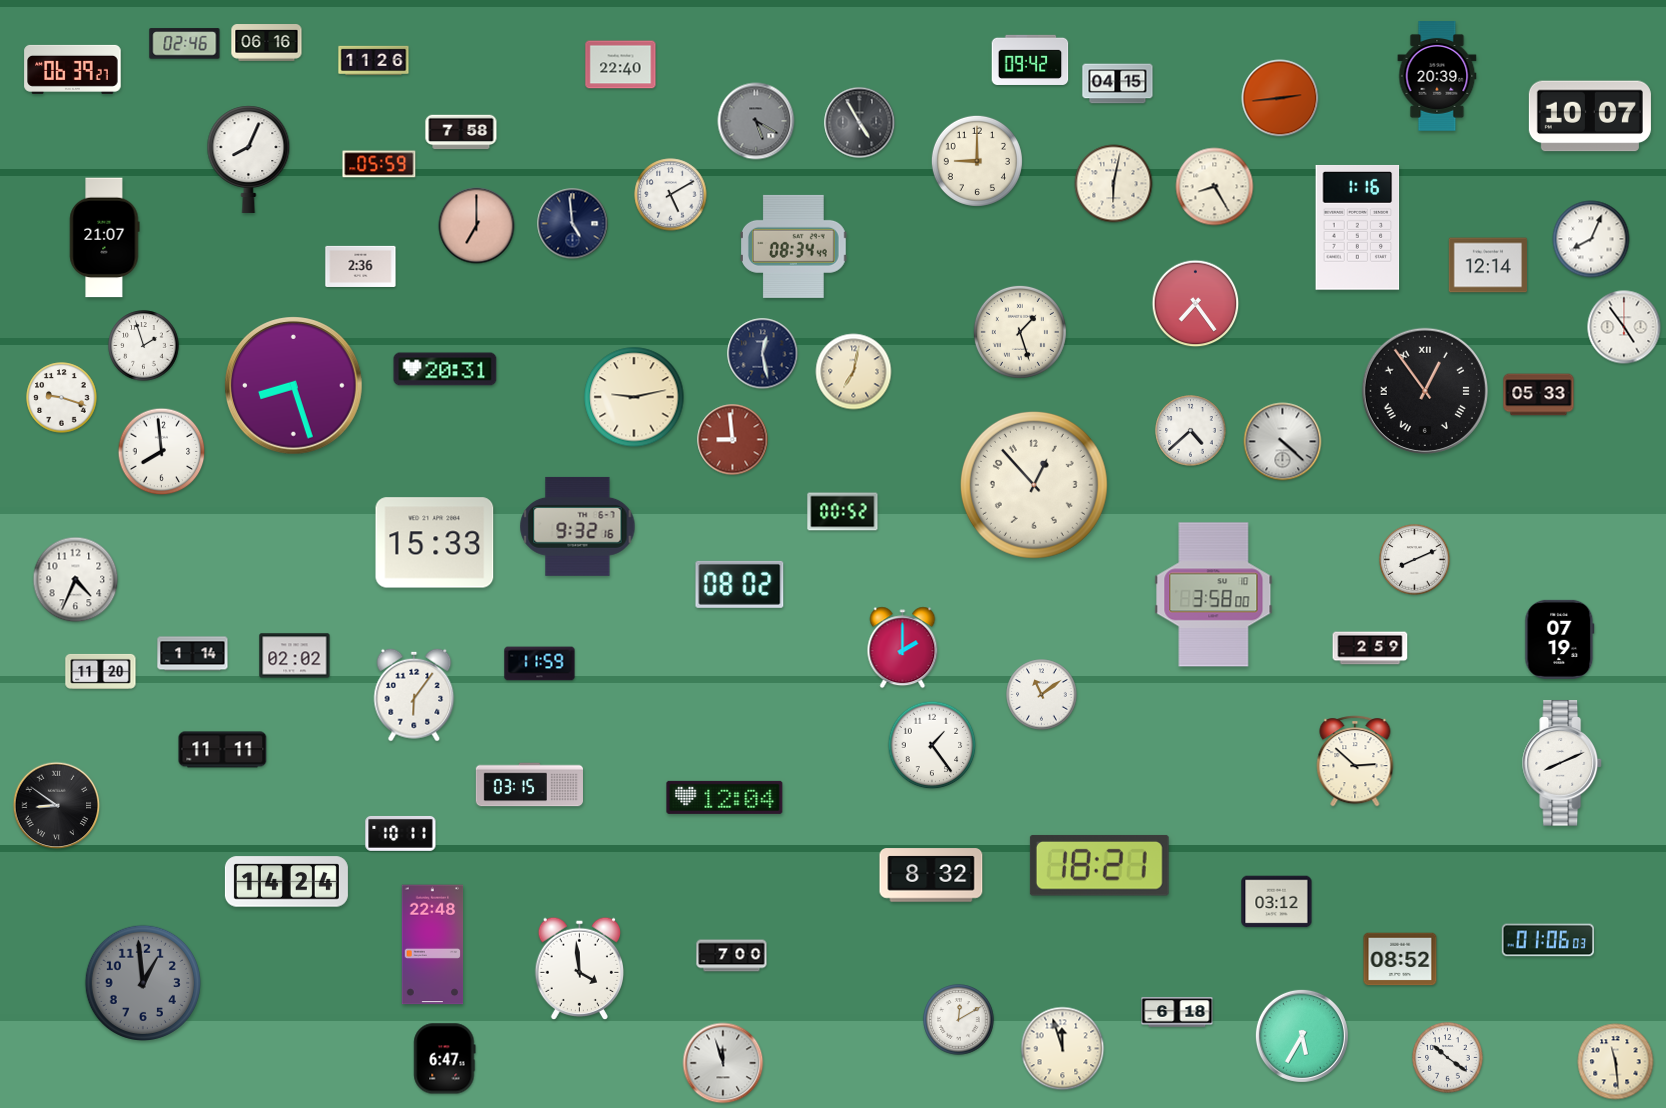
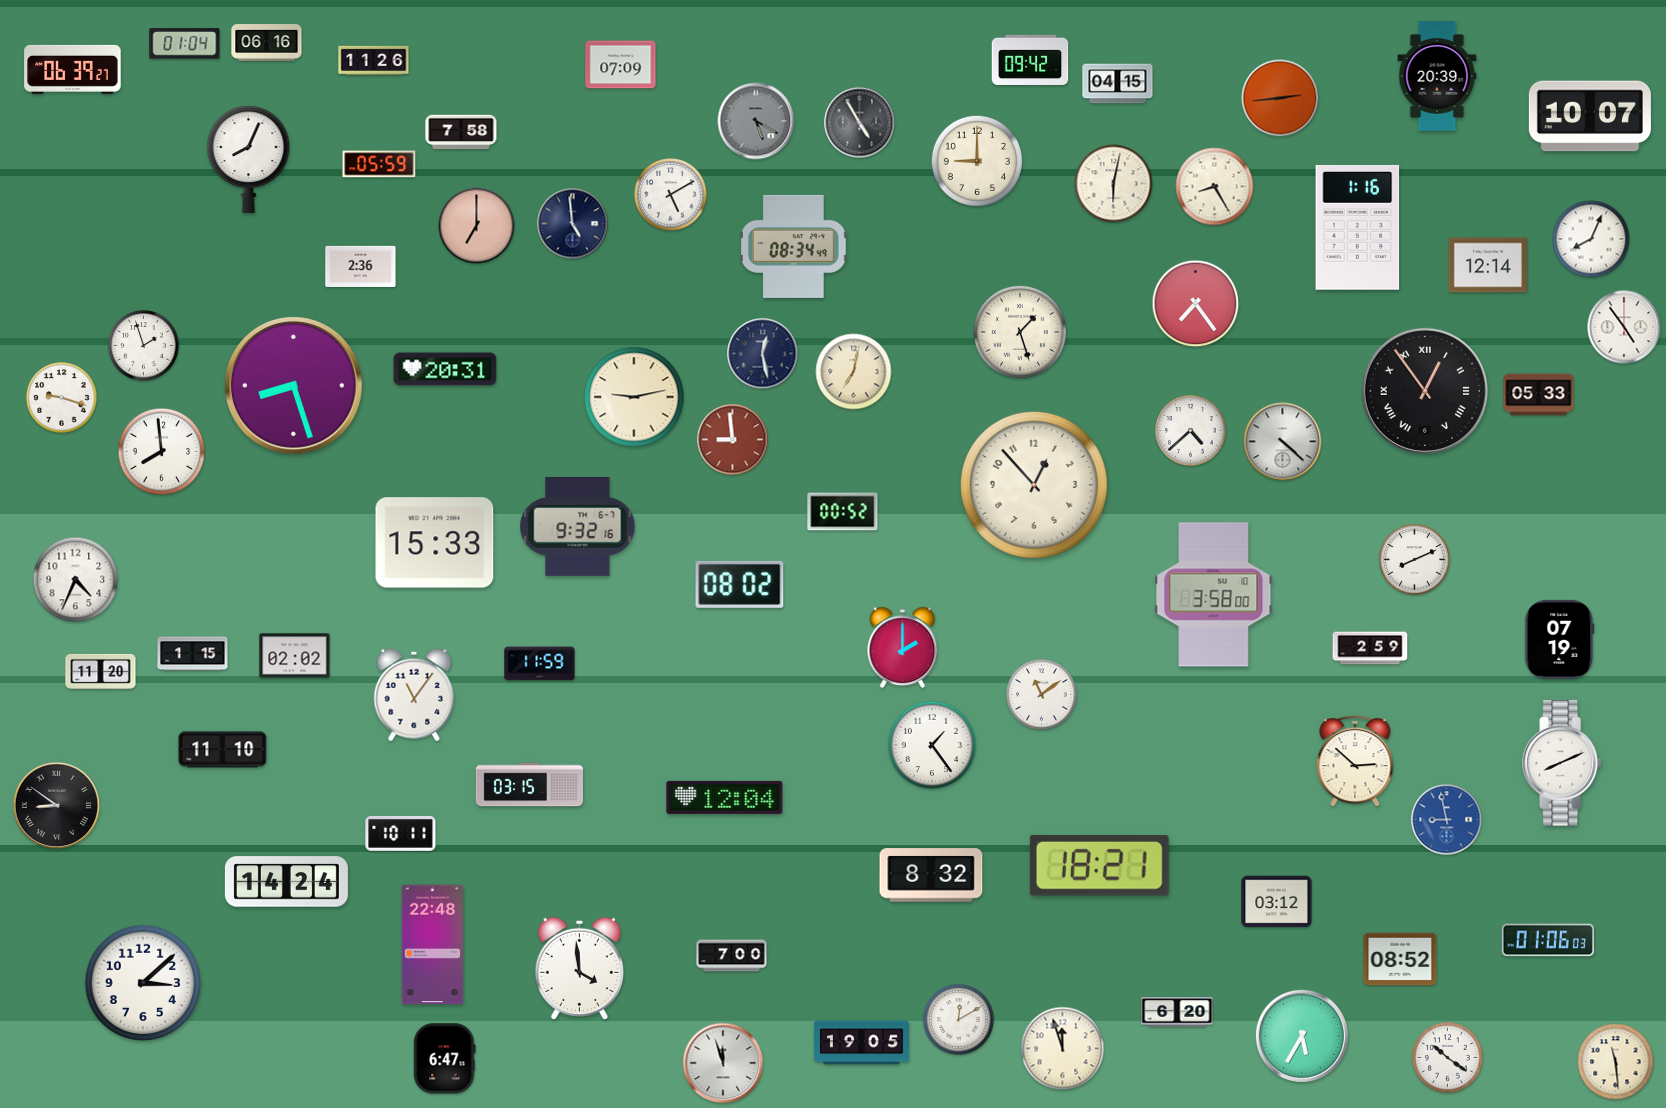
clock at (185, 44): 02:46 -> 01:04
clock at (621, 65): 22:40 -> 07:09
clock at (105, 238): 21:07 -> none
clock at (193, 654): 1:14 -> 1:15
clock at (414, 695): 6:06 -> 11:06
clock at (223, 750): 11:11 -> 11:10
clock at (1447, 820): none -> 8:58
clock at (142, 982): 12:59 -> 3:08
clock at (142, 982) dial: grey -> white
clock at (1177, 1012): 6:18 -> 6:20
clock at (861, 1043): none -> 19:05
